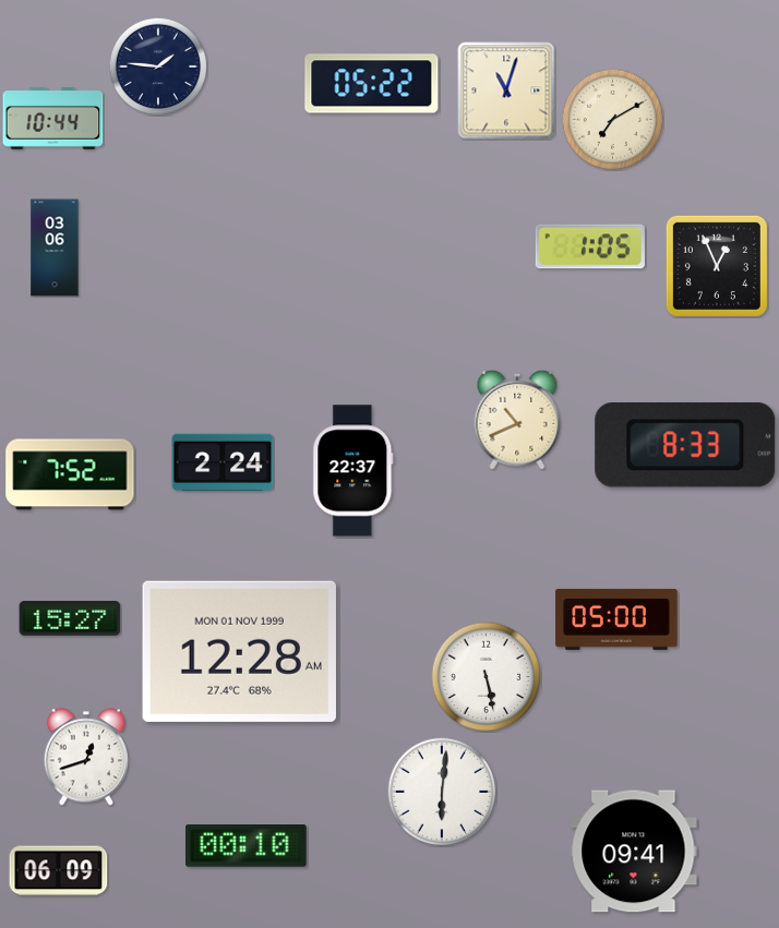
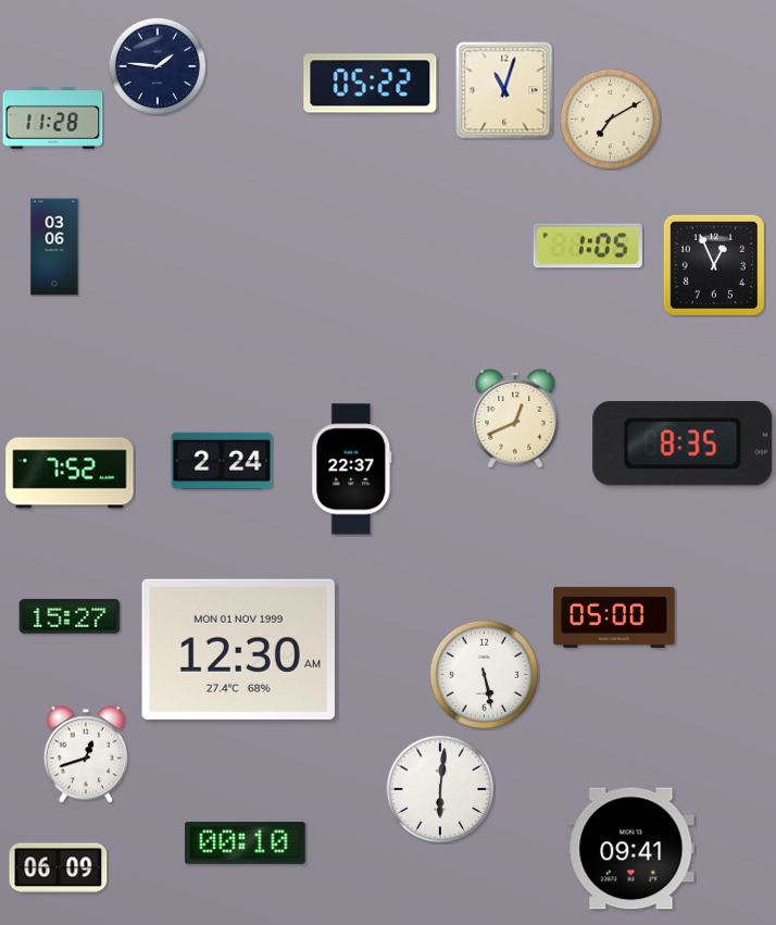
clock at (53, 119): 10:44 -> 11:28
clock at (517, 420): 10:41 -> 12:41
clock at (685, 446): 8:33 -> 8:35
clock at (239, 651): 12:28 -> 12:30
